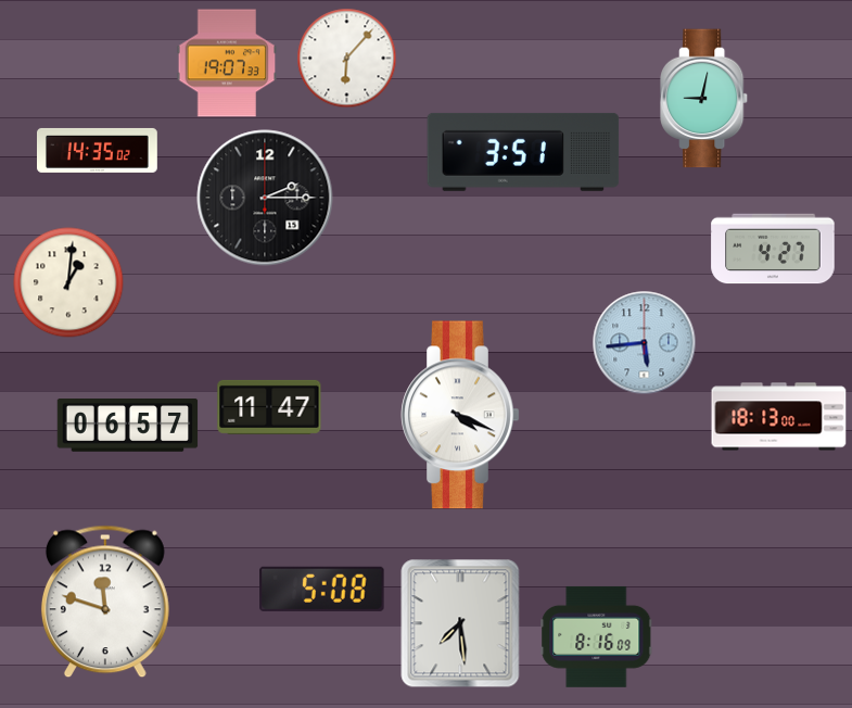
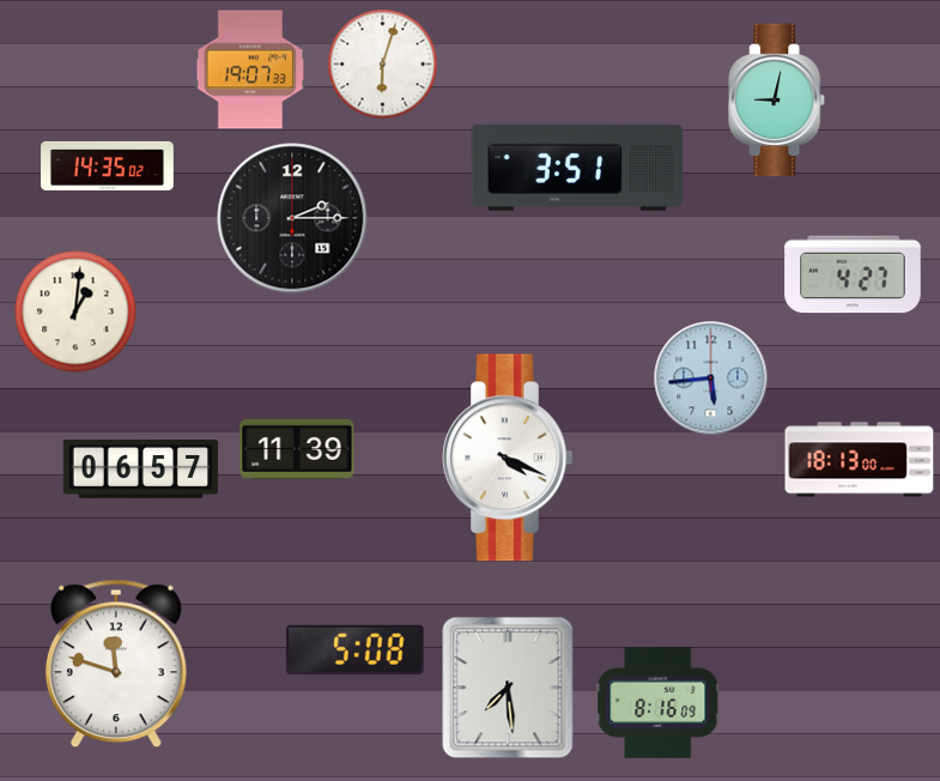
clock at (347, 59): 6:07 -> 6:03
clock at (705, 99) position: (705, 99) -> (778, 101)
clock at (269, 407): 11:47 -> 11:39
